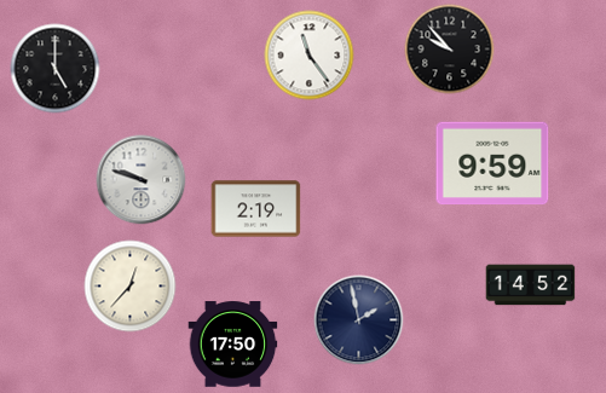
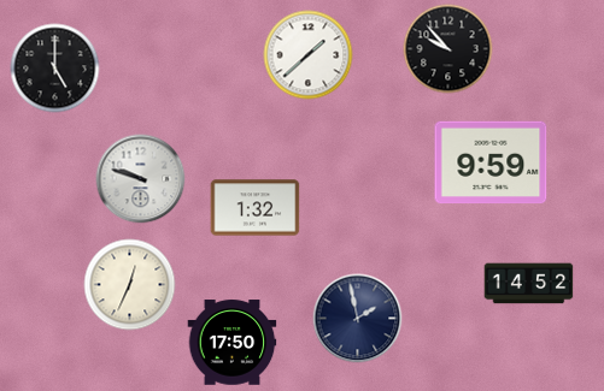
clock at (310, 56): 11:24 -> 1:38
clock at (256, 209): 2:19 -> 1:32
clock at (131, 287): 12:37 -> 12:34
